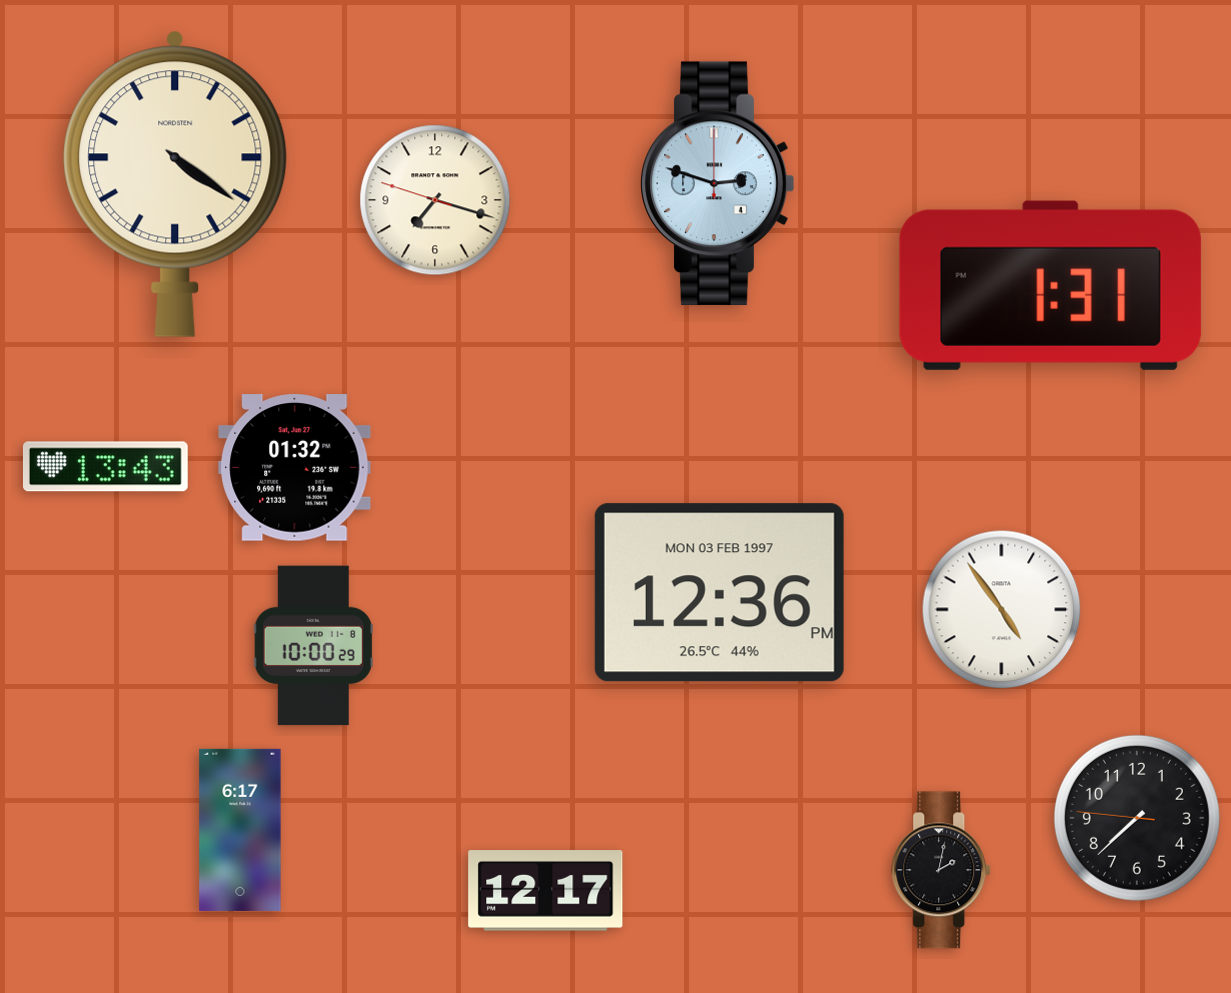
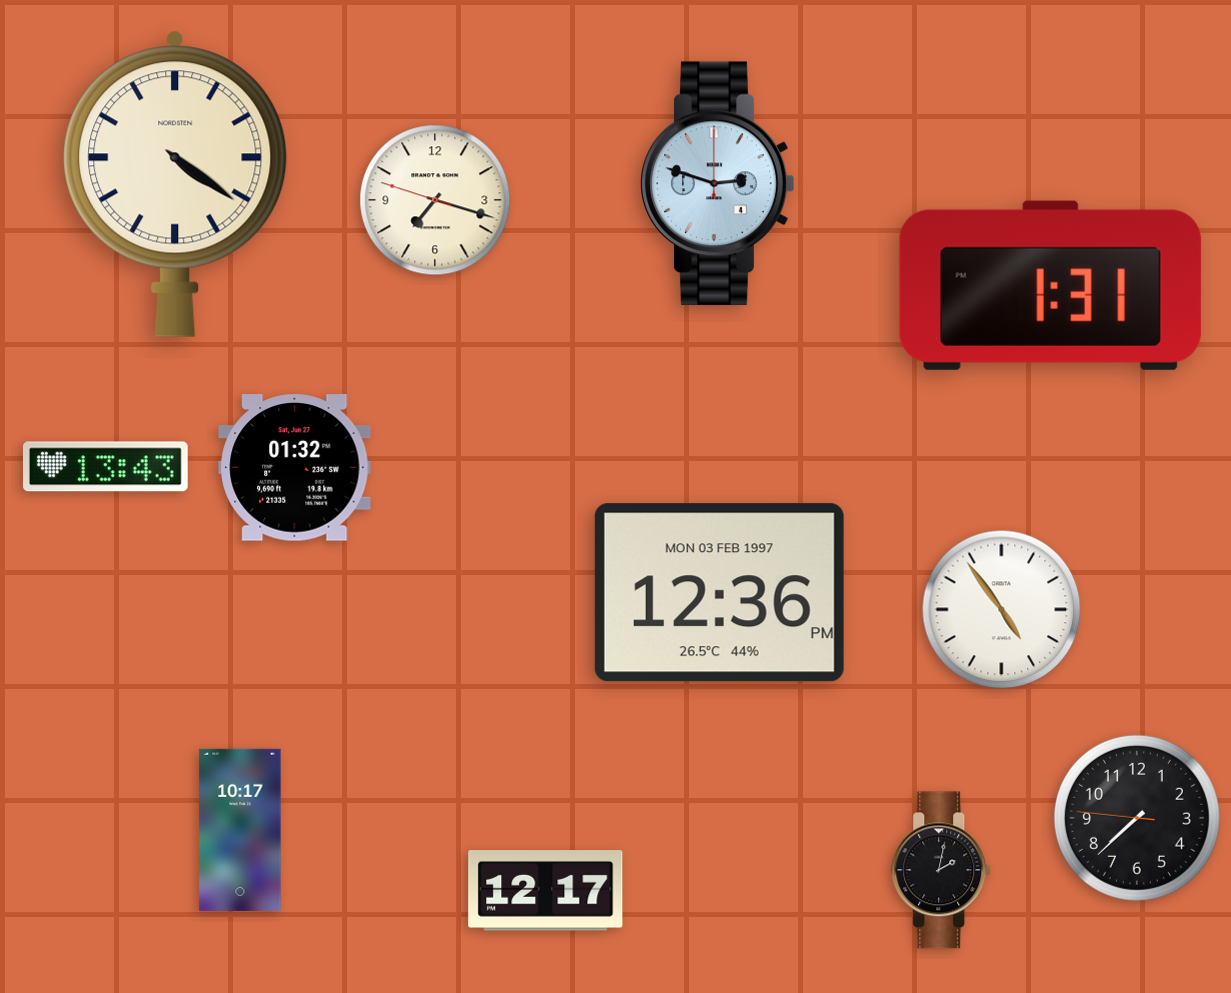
clock at (313, 646): 10:00 -> none
clock at (240, 830): 6:17 -> 10:17
